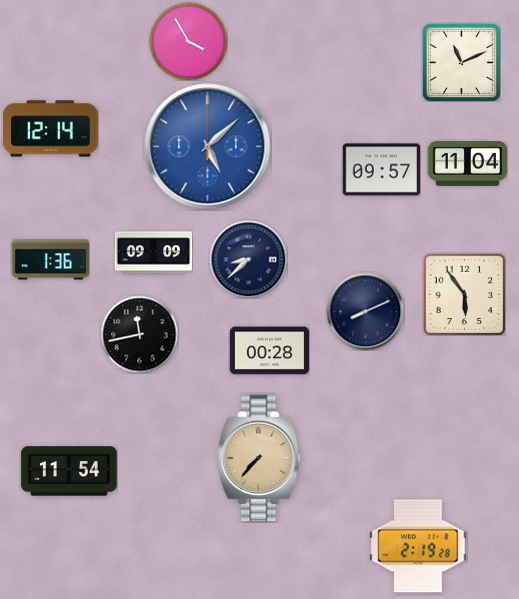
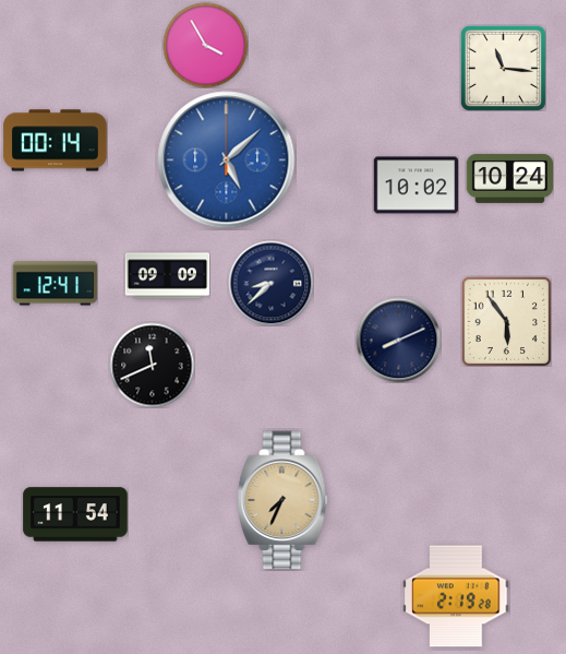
clock at (461, 62): 11:11 -> 11:16
clock at (51, 129): 12:14 -> 00:14
clock at (467, 163): 11:04 -> 10:24
clock at (381, 170): 09:57 -> 10:02
clock at (50, 260): 1:36 -> 12:41
clock at (139, 334): 11:43 -> 11:41
clock at (269, 351): 00:28 -> none
clock at (259, 458): 7:37 -> 7:34
